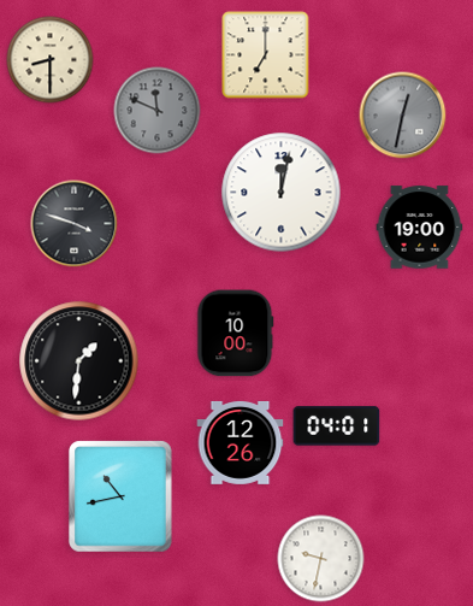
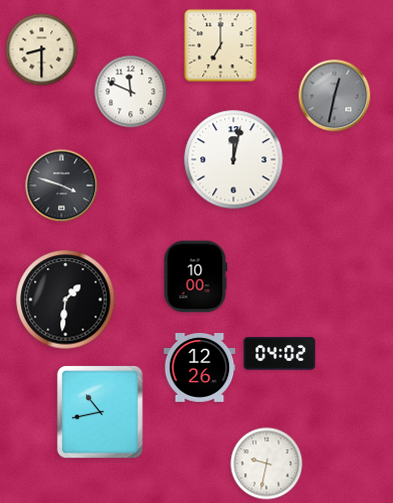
clock at (158, 111) dial: grey -> white
clock at (420, 228): 19:00 -> none
clock at (337, 426): 04:01 -> 04:02
